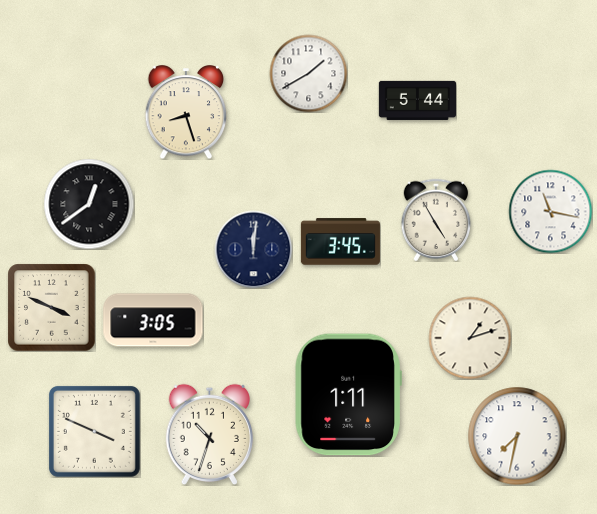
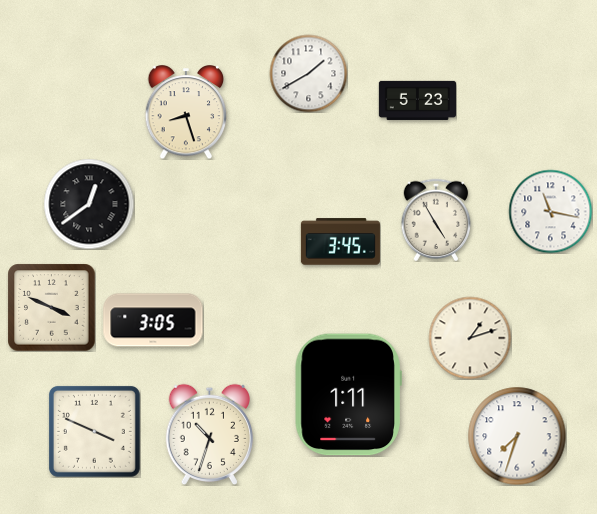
clock at (417, 100): 5:44 -> 5:23
clock at (253, 249): 12:01 -> none
clock at (517, 436): 7:32 -> 7:33
